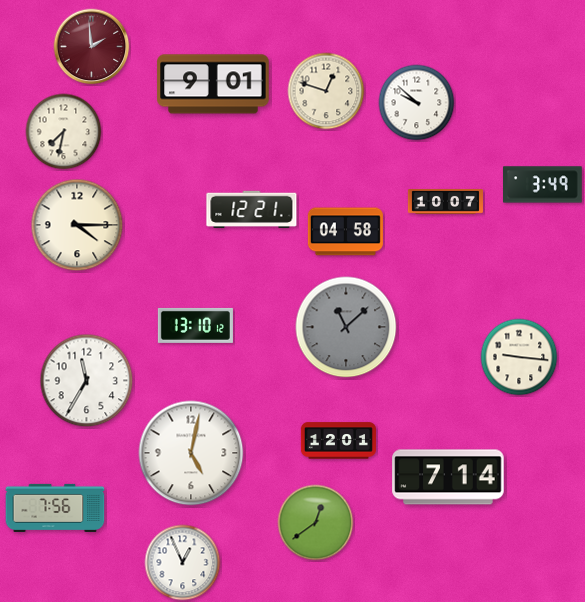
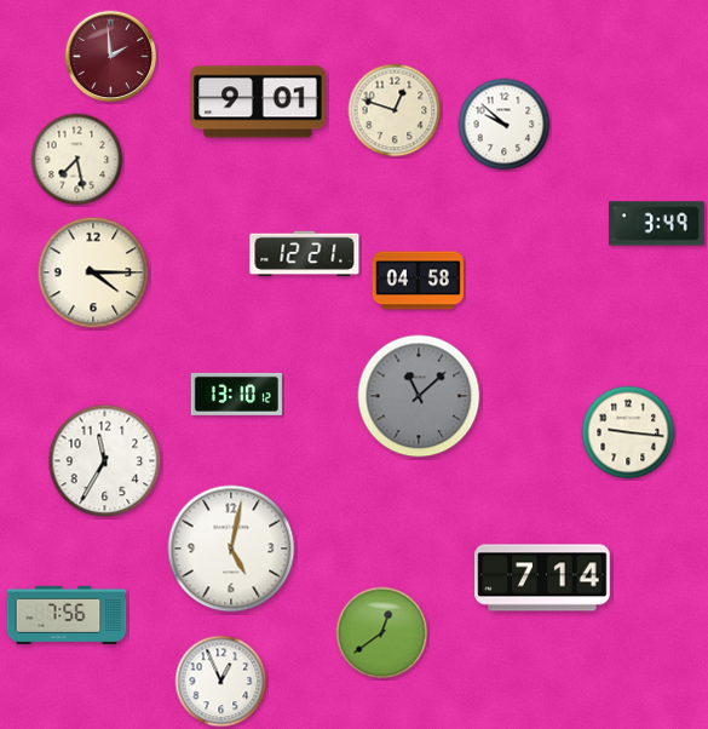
clock at (64, 132): 7:32 -> 7:28
clock at (445, 202): 10:07 -> none
clock at (338, 441): 12:01 -> none
